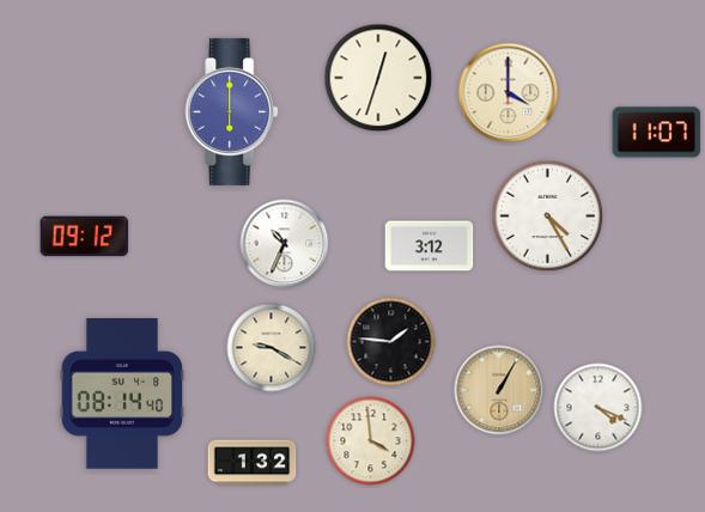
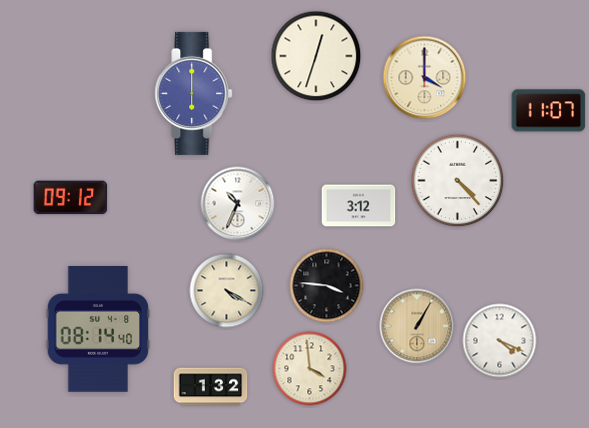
clock at (378, 78) position: (378, 78) -> (316, 56)
clock at (548, 217): 4:25 -> 4:23
clock at (391, 342): 1:46 -> 3:46
clock at (272, 348): 9:20 -> 4:20
clock at (122, 395) position: (122, 395) -> (98, 330)
